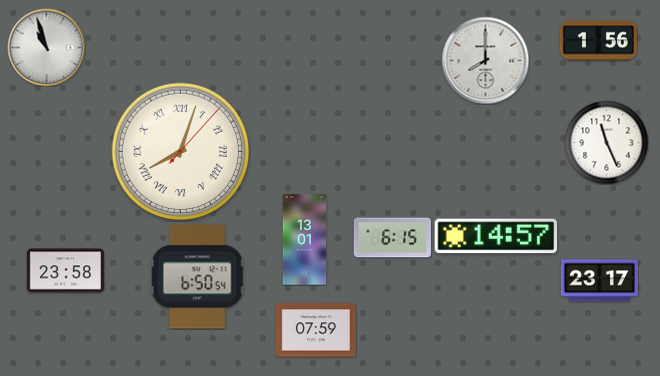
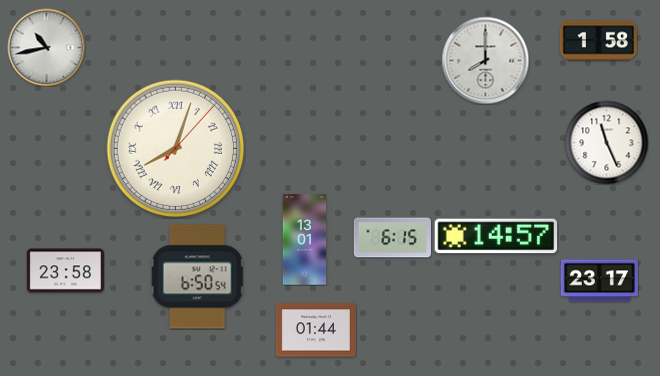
clock at (598, 41): 1:56 -> 1:58
clock at (46, 47): 10:57 -> 10:43
clock at (181, 152) position: (181, 152) -> (176, 149)
clock at (316, 330): 07:59 -> 01:44
